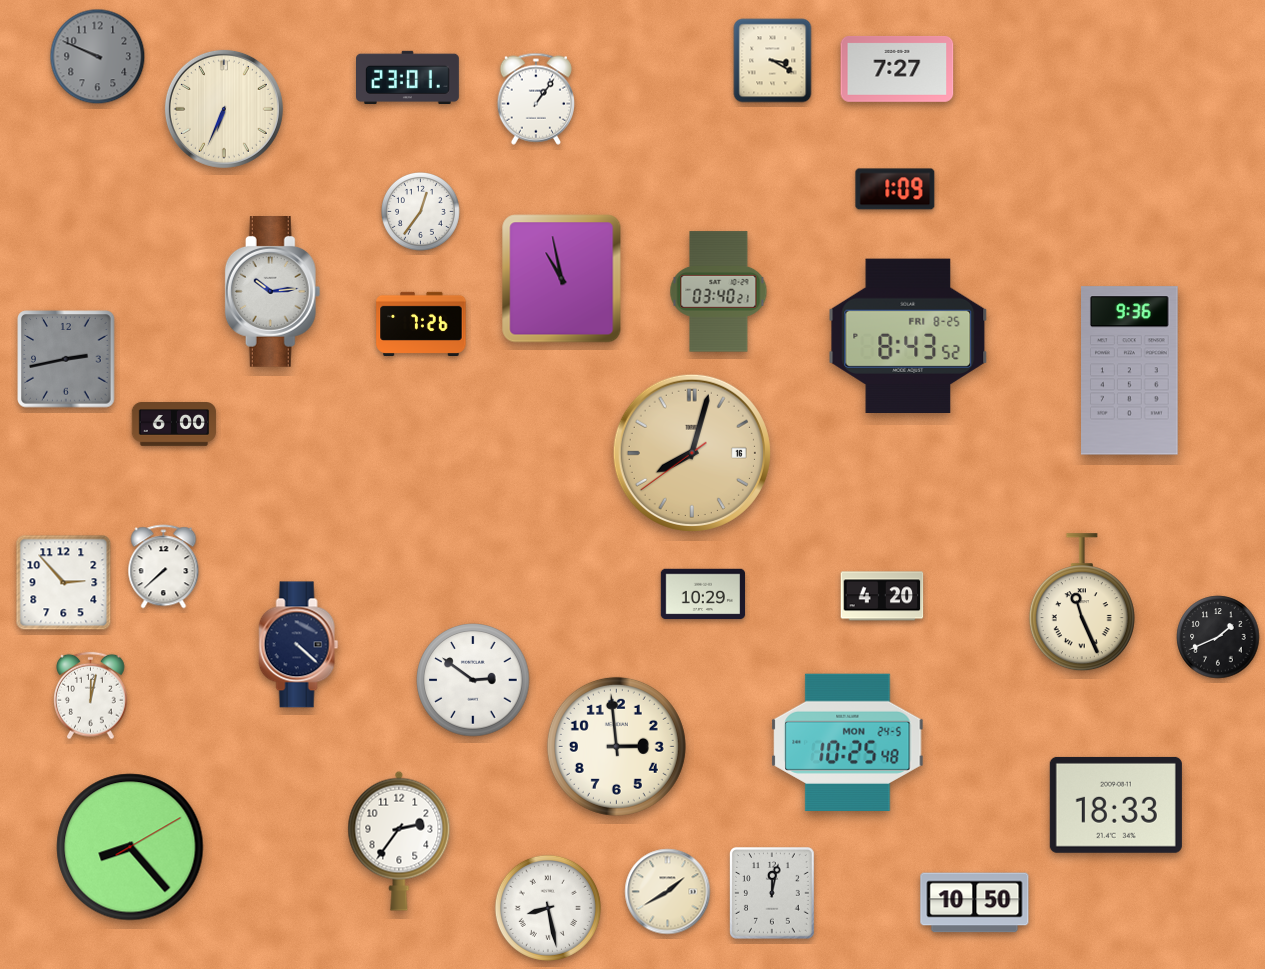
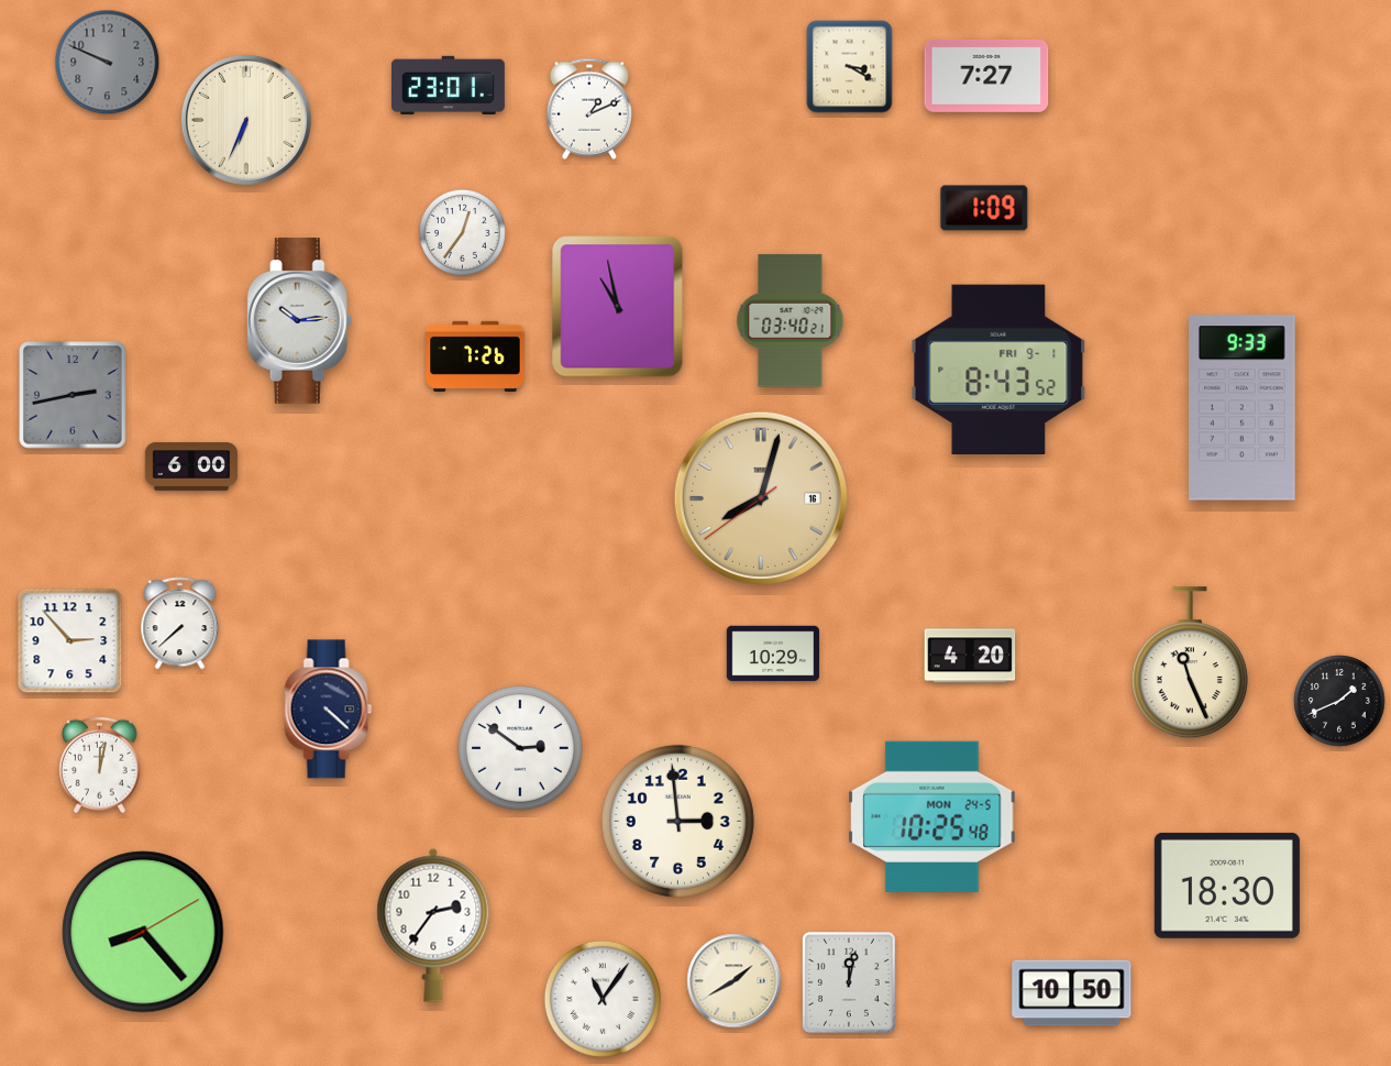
clock at (535, 99): 1:06 -> 1:11
clock at (421, 323) position: (421, 323) -> (475, 355)
clock at (908, 335) date: FRI 8-25 -> FRI 9-1
clock at (1130, 371): 9:36 -> 9:33
clock at (1116, 805): 18:33 -> 18:30
clock at (399, 841) position: (399, 841) -> (433, 925)
clock at (548, 908): 8:28 -> 11:06
